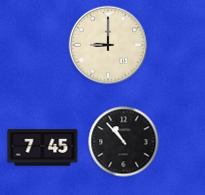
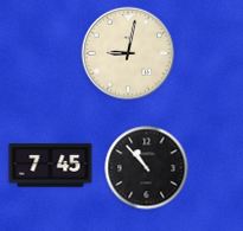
clock at (108, 45): 9:00 -> 9:02
clock at (43, 148) position: (43, 148) -> (51, 166)
